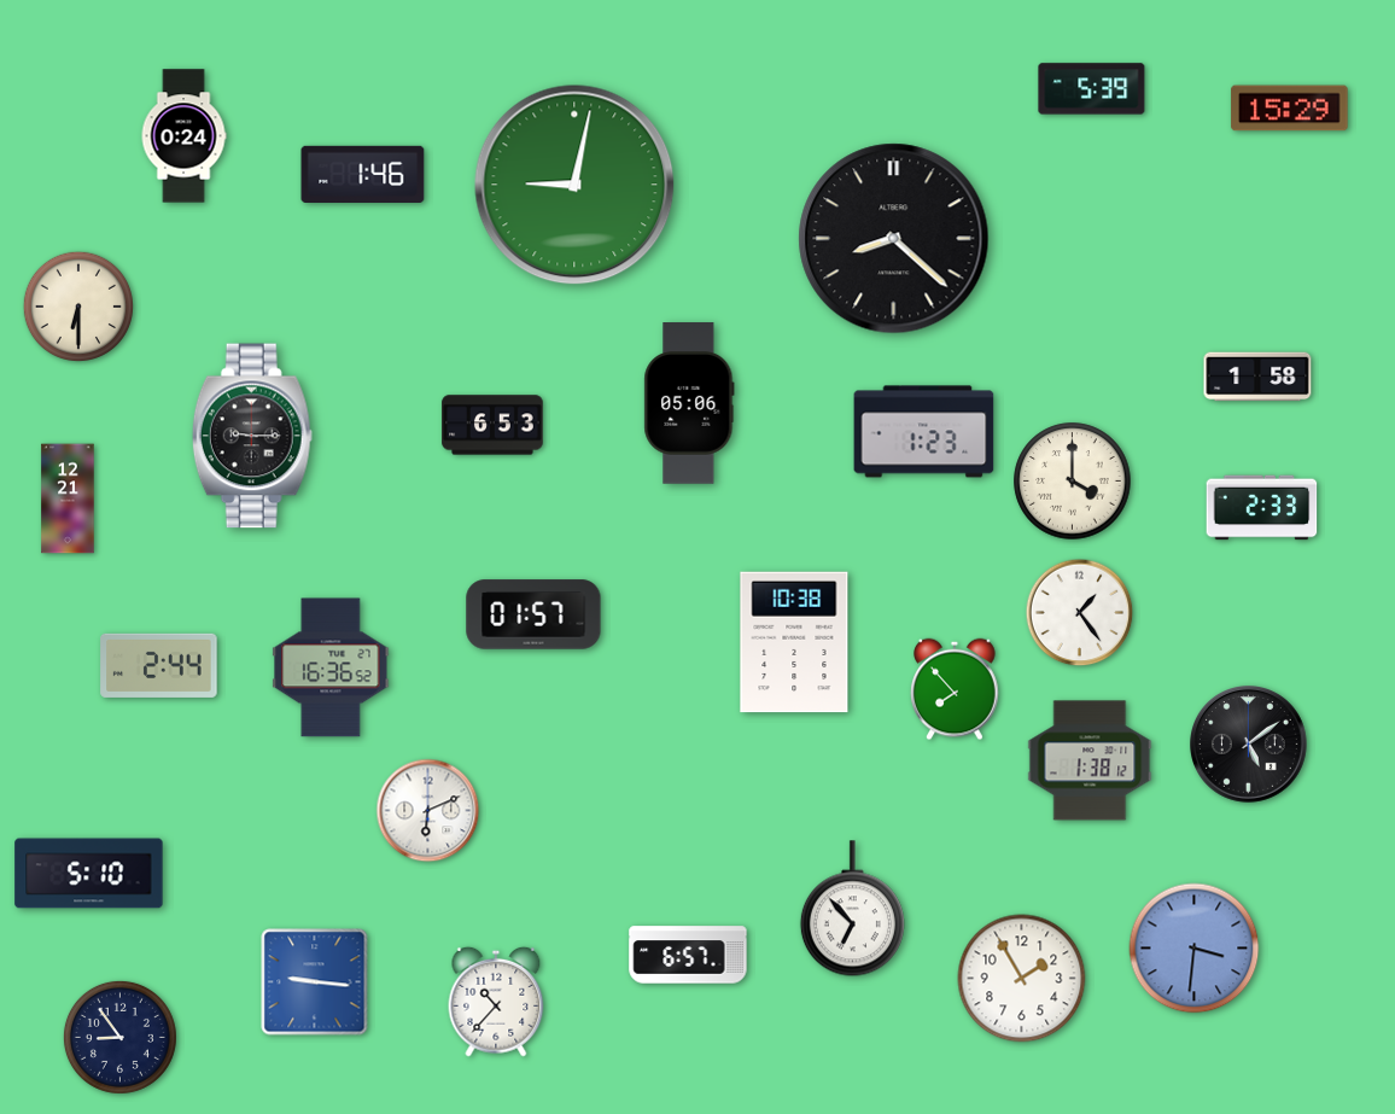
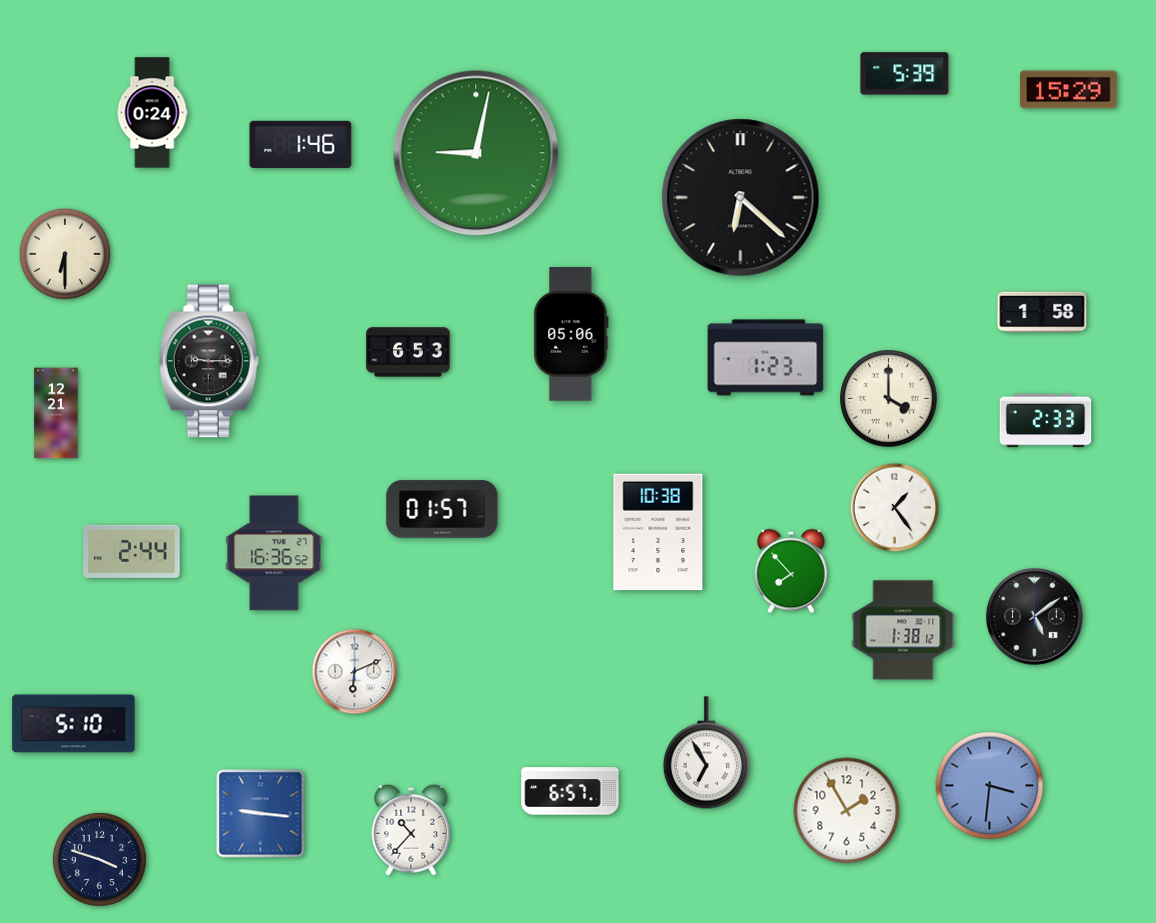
clock at (894, 239): 8:22 -> 6:22
clock at (852, 909): 6:53 -> 6:55
clock at (119, 1037): 8:54 -> 3:48
